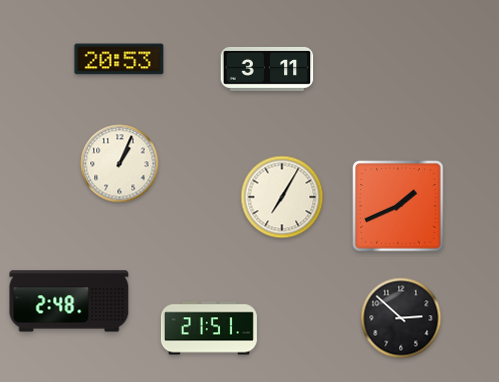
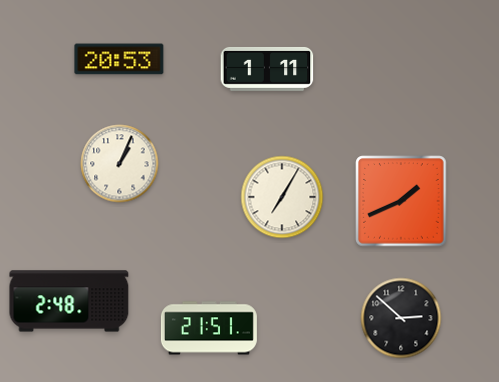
clock at (267, 69): 3:11 -> 1:11
clock at (398, 206) position: (398, 206) -> (401, 201)
